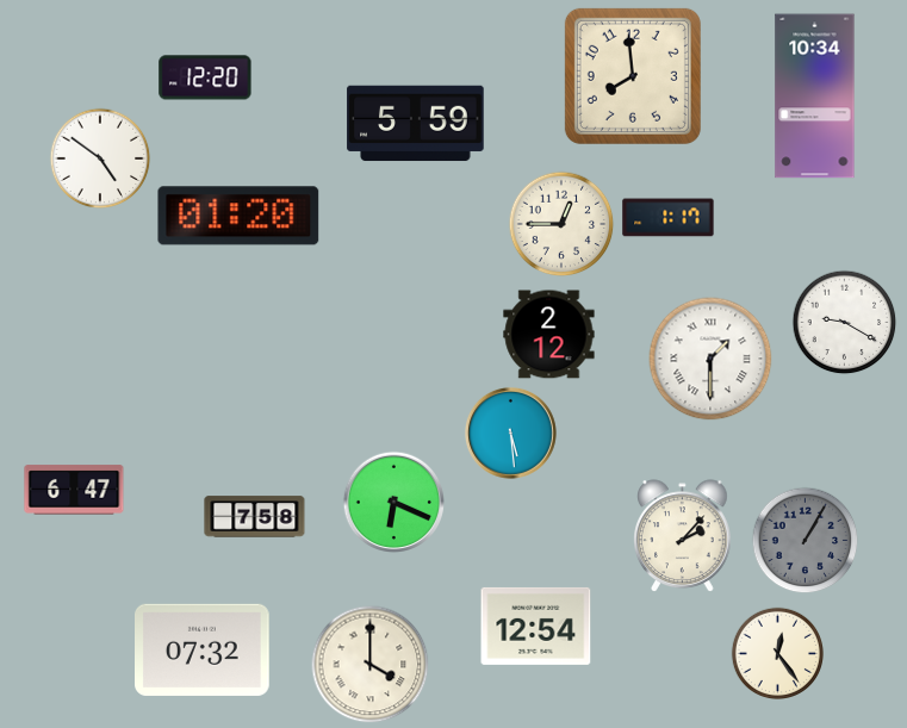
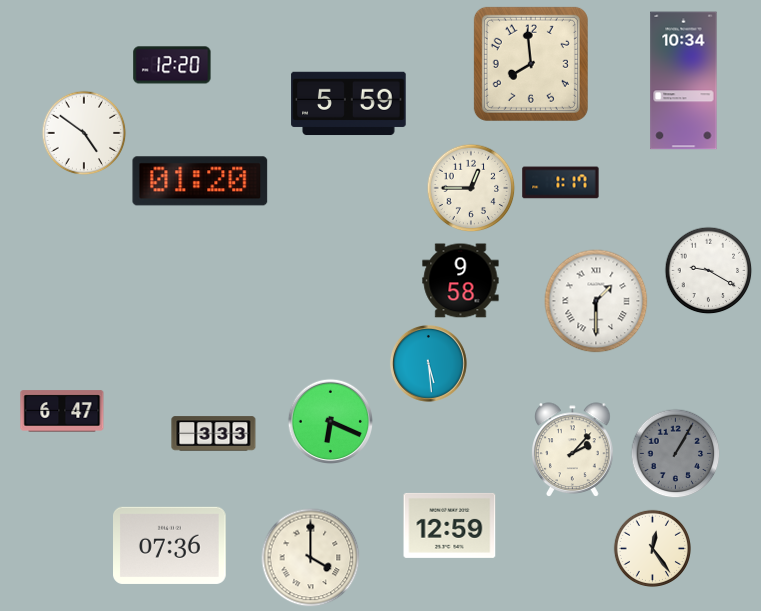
clock at (549, 335): 2:12 -> 9:58
clock at (255, 517): 7:58 -> 3:33
clock at (536, 626): 12:54 -> 12:59
clock at (203, 649): 07:32 -> 07:36
